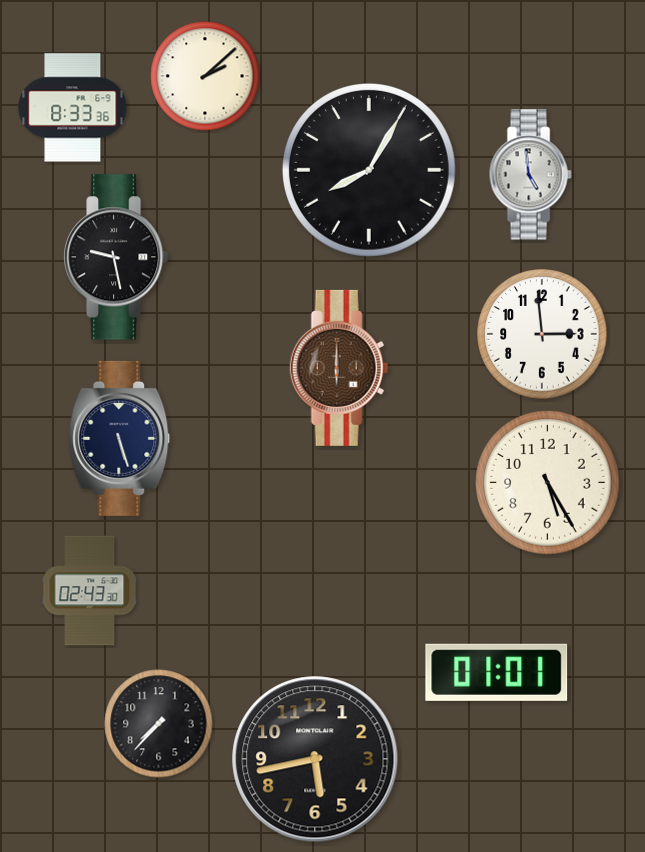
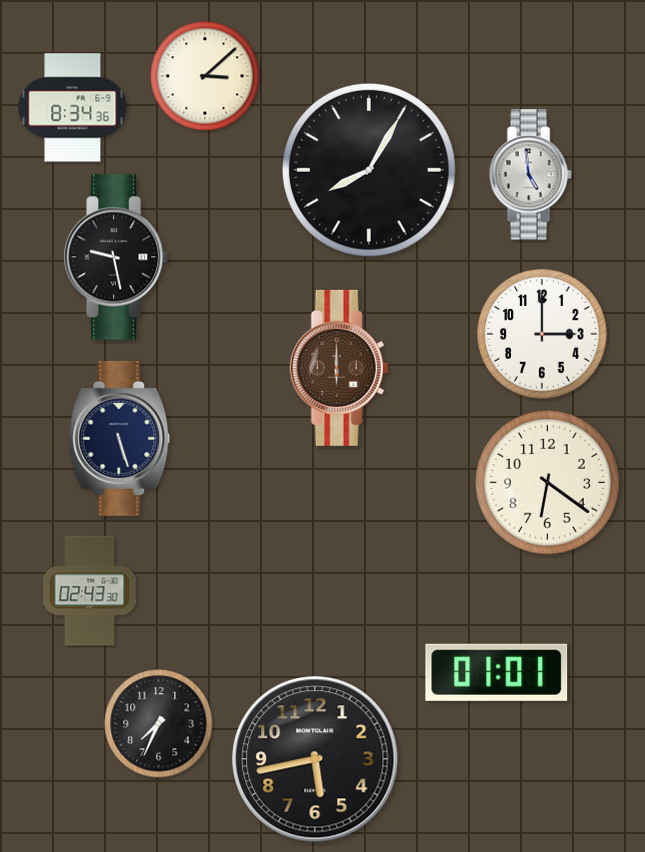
clock at (205, 76): 2:08 -> 3:08
clock at (73, 108): 8:33 -> 8:34
clock at (542, 334): 2:59 -> 3:00
clock at (548, 483): 5:25 -> 6:21
clock at (159, 724): 7:37 -> 7:34
